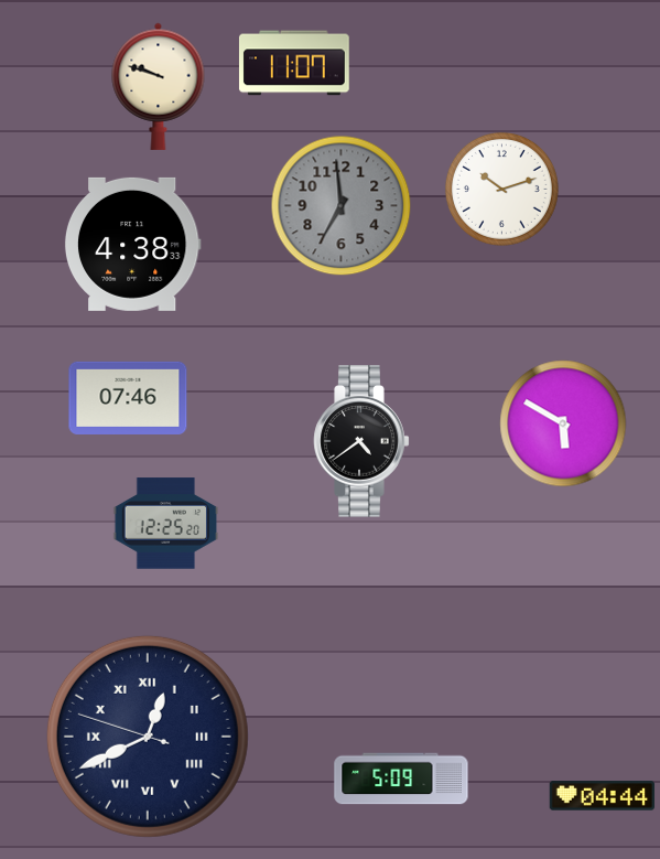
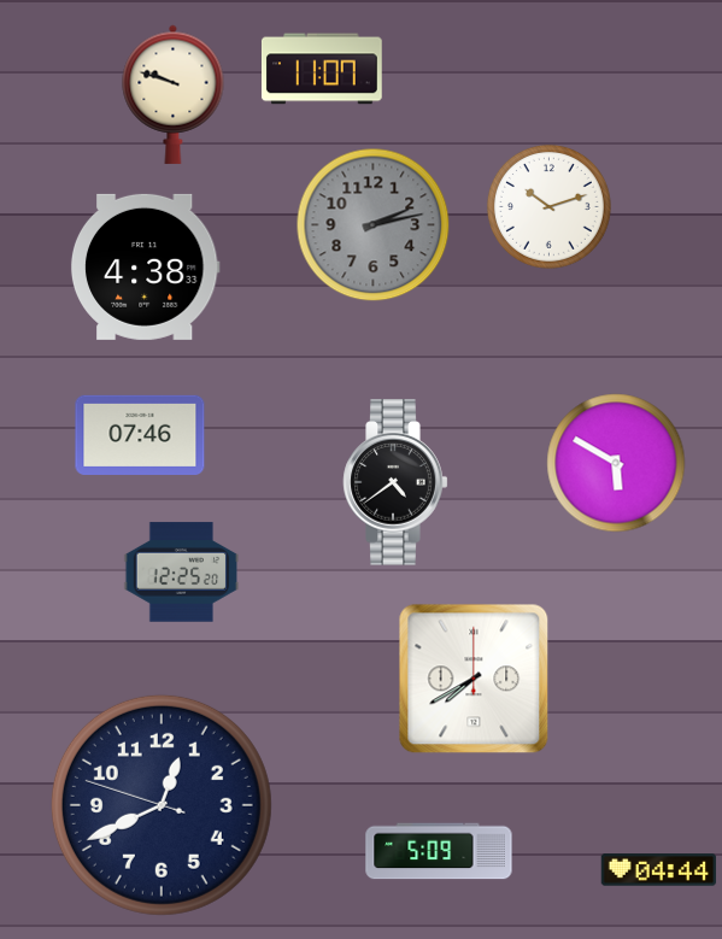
clock at (342, 206): 6:59 -> 2:13
clock at (474, 679): none -> 7:40
clock at (148, 737) numerals: Roman -> Arabic
